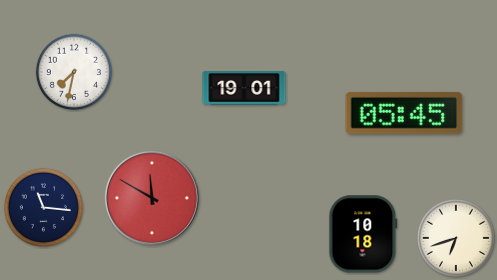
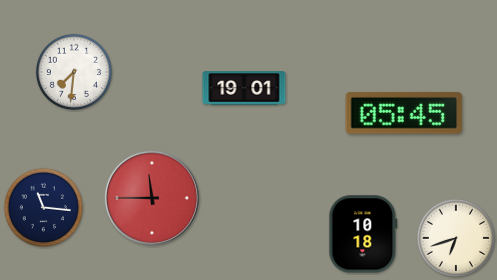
clock at (73, 71): 7:32 -> 7:31
clock at (152, 198): 11:50 -> 11:45
